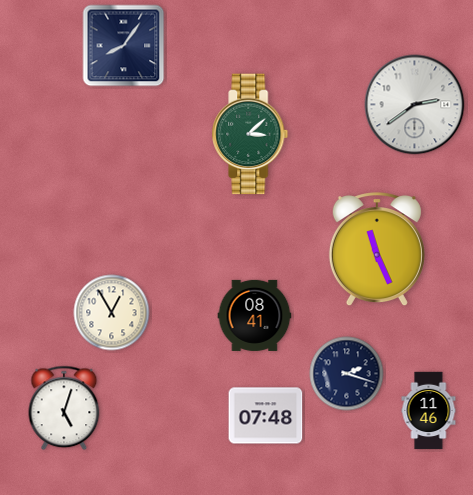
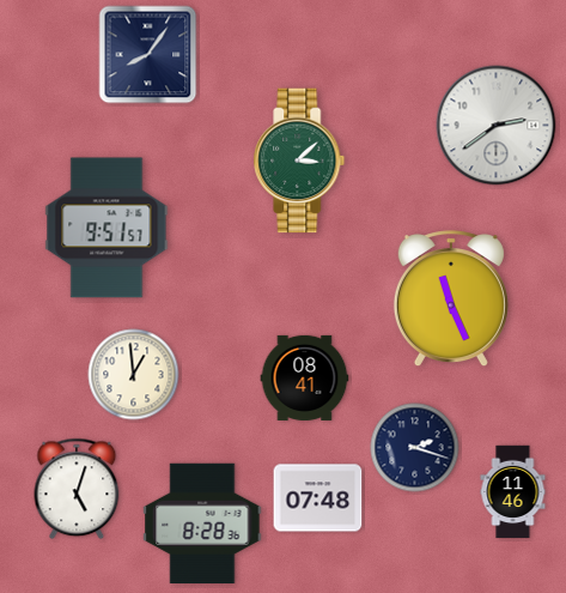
clock at (106, 228): none -> 9:51
clock at (112, 313): 12:55 -> 12:59
clock at (202, 522): none -> 8:28
